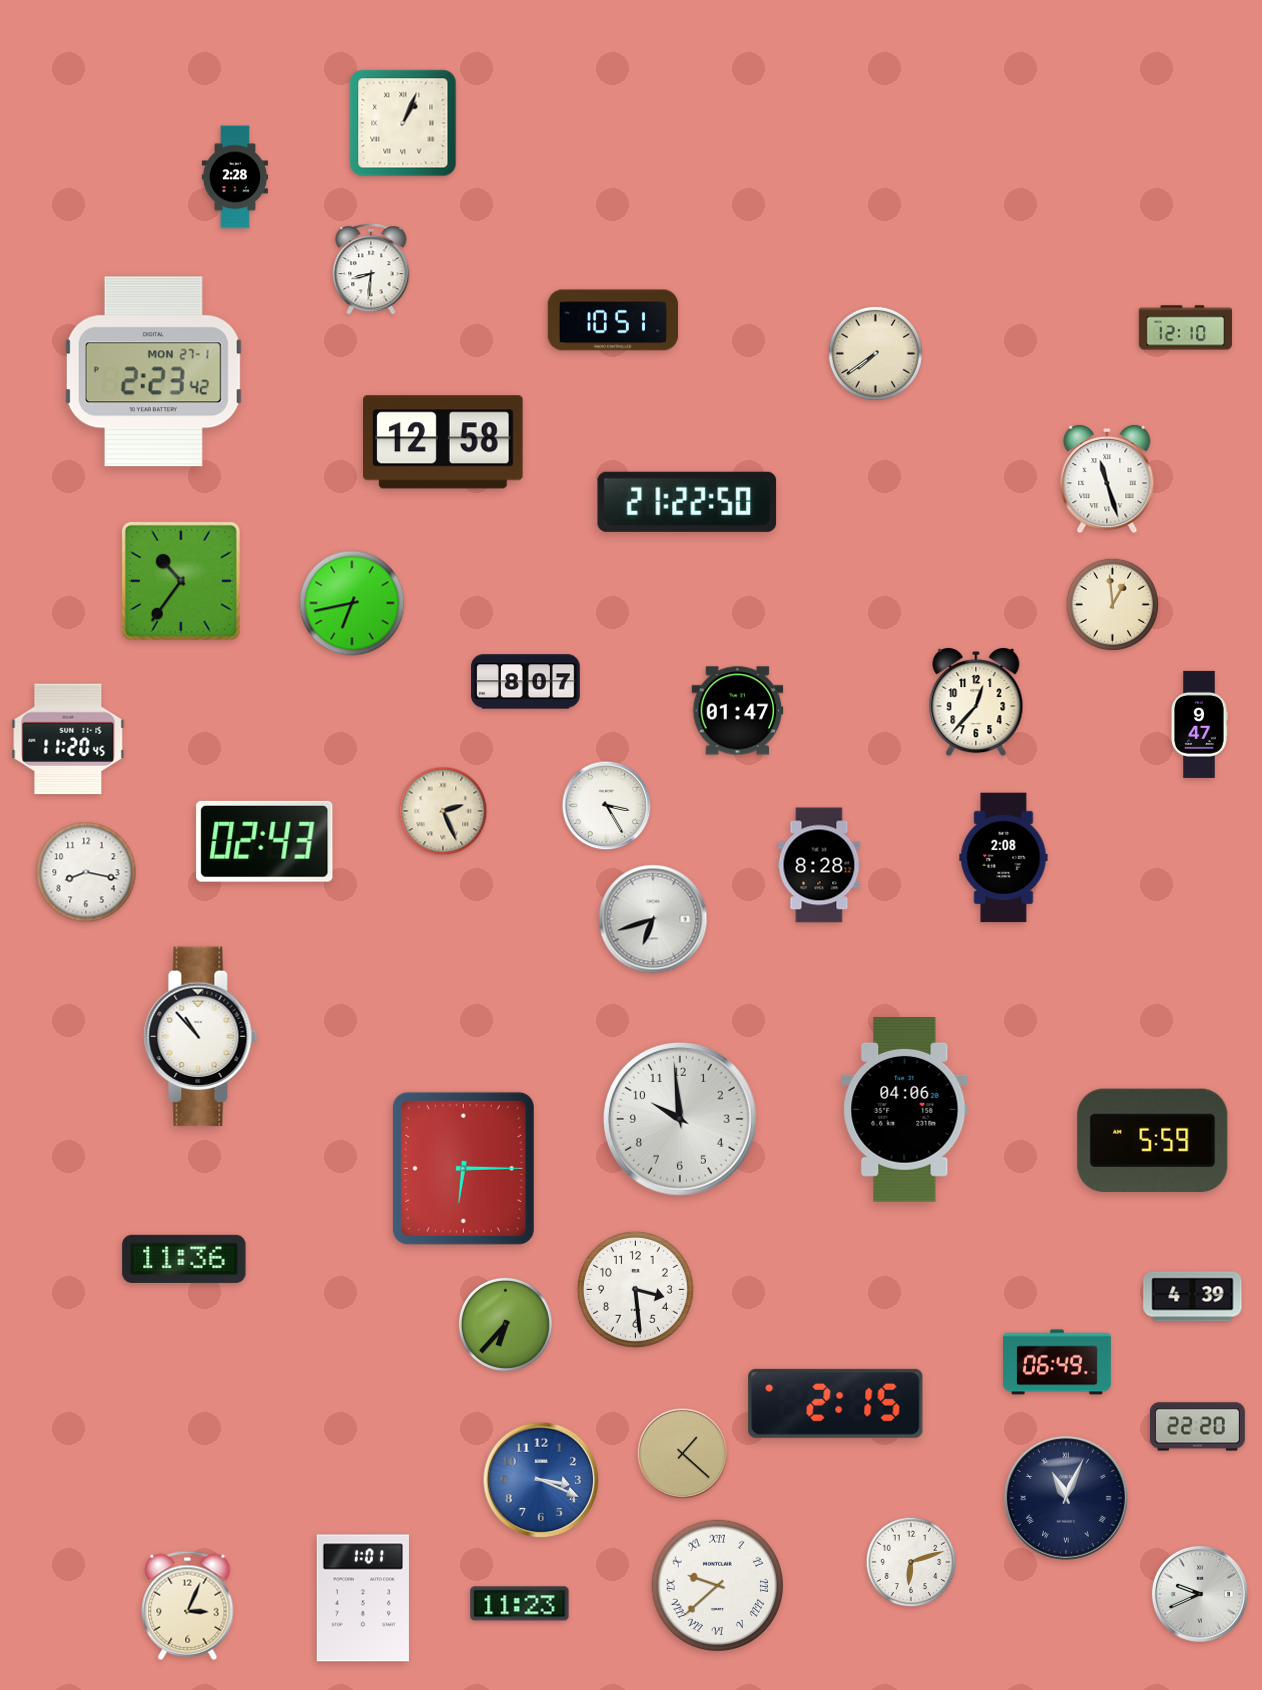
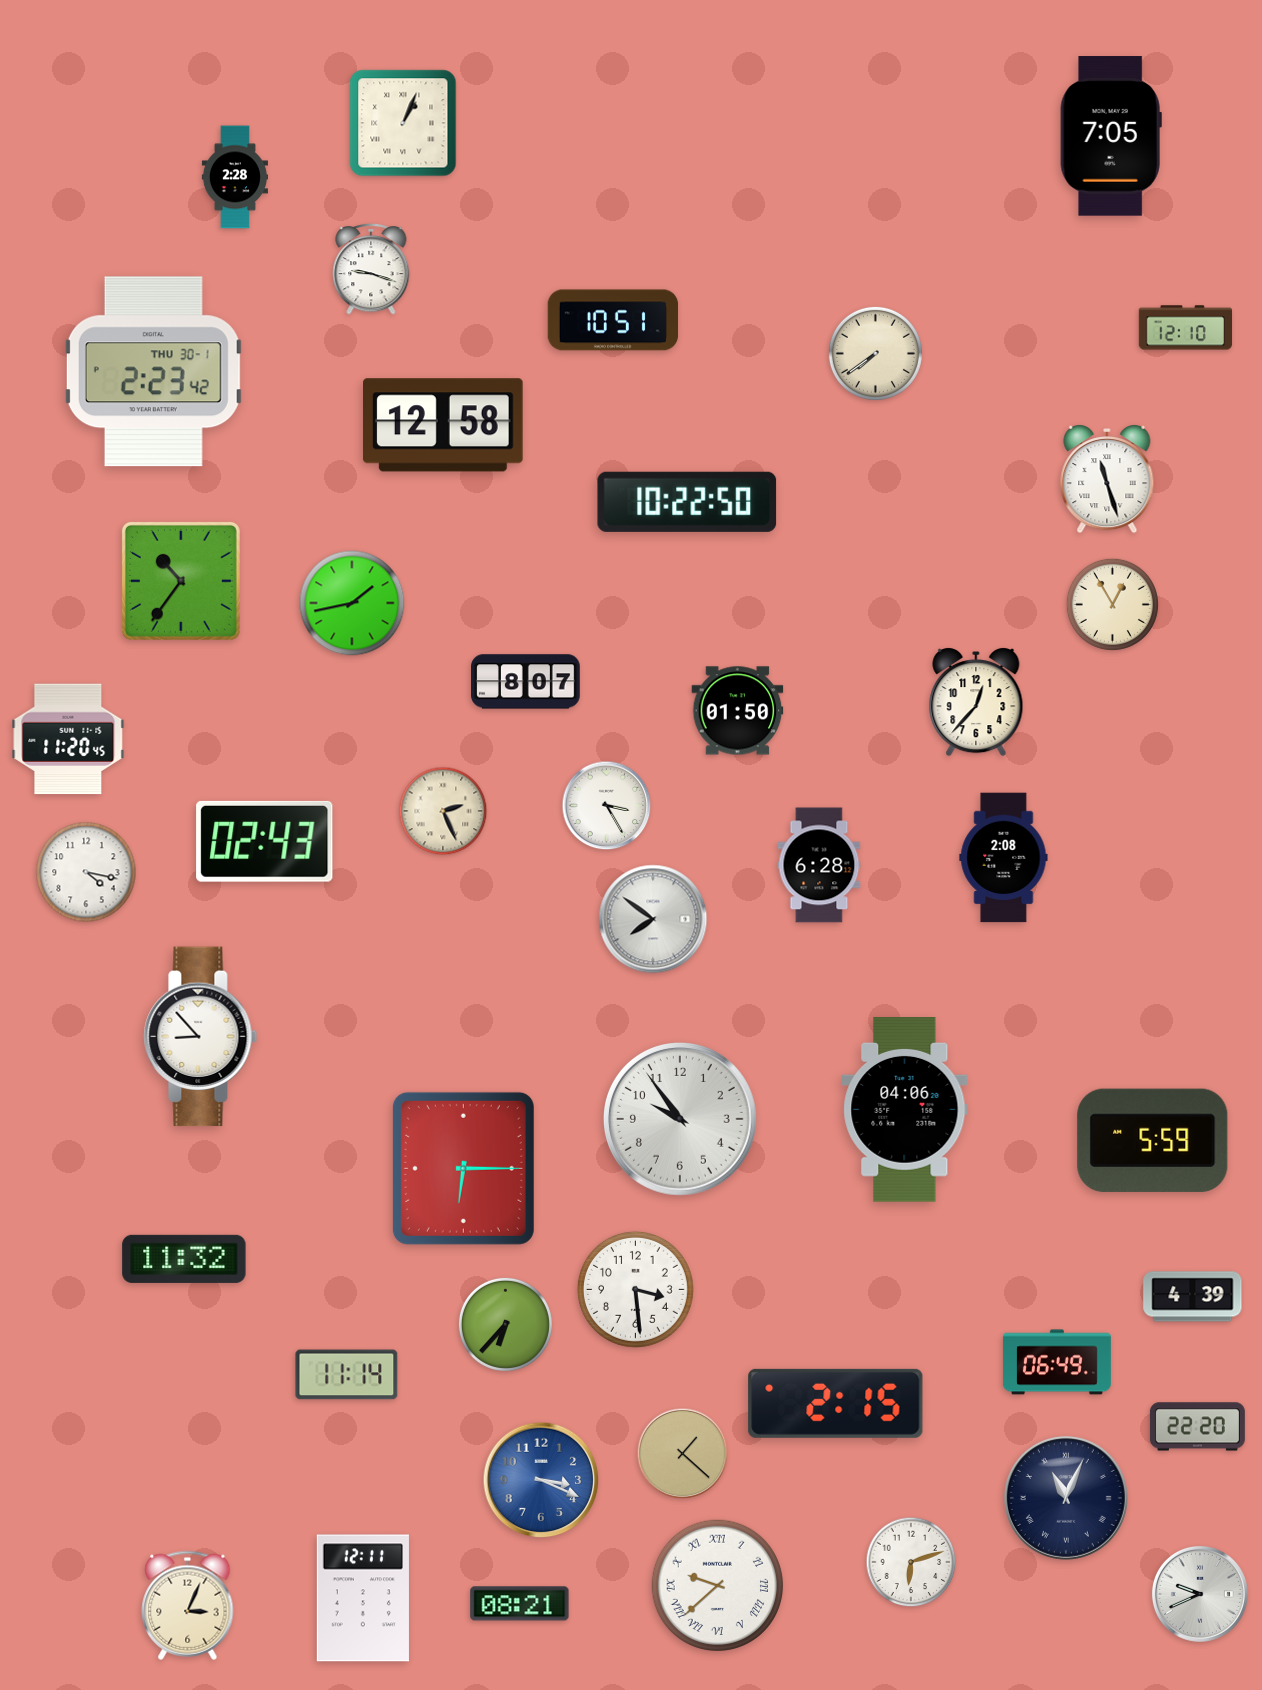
clock at (1111, 136): none -> 7:05
clock at (371, 269): 8:31 -> 9:18
clock at (153, 372) date: MON 27-1 -> THU 30-1
clock at (444, 442) position: (444, 442) -> (444, 425)
clock at (687, 502): 21:22 -> 10:22
clock at (352, 603): 6:43 -> 1:43
clock at (1112, 604): 12:59 -> 12:55
clock at (738, 711): 01:47 -> 01:50
clock at (1199, 724): 9:47 -> none
clock at (819, 865): 8:28 -> 6:28
clock at (86, 872): 8:17 -> 4:17
clock at (653, 919): 6:42 -> 7:51
clock at (201, 1037): 10:53 -> 8:53
clock at (681, 1120): 9:59 -> 9:54
clock at (184, 1259): 11:36 -> 11:32
clock at (347, 1375): none -> 11:14
clock at (363, 1598): 1:01 -> 12:11
clock at (520, 1604): 11:23 -> 08:21
